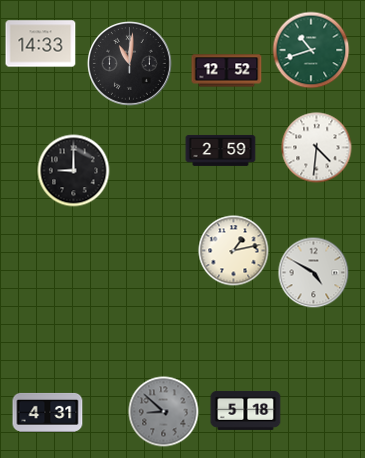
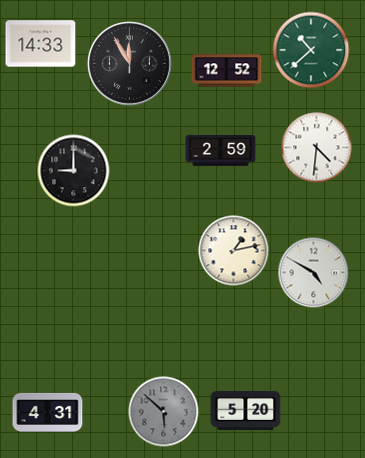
clock at (311, 50): 10:42 -> 10:38
clock at (130, 64): 11:01 -> 11:55
clock at (246, 410): 5:18 -> 5:20
clock at (164, 412): 8:52 -> 5:52
